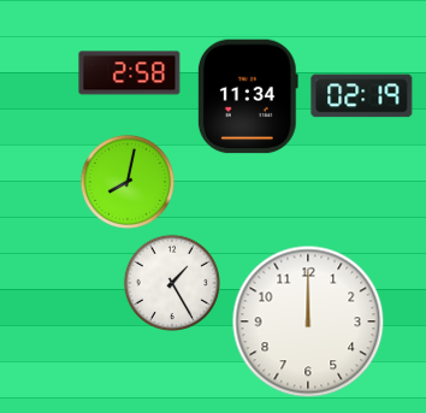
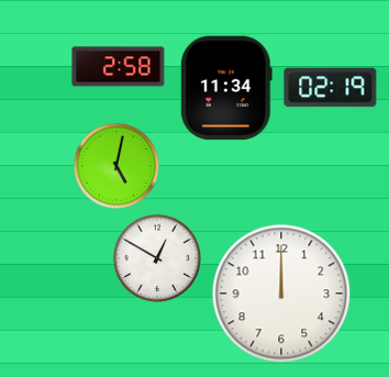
clock at (128, 182): 8:02 -> 5:02
clock at (172, 283): 1:25 -> 12:50
